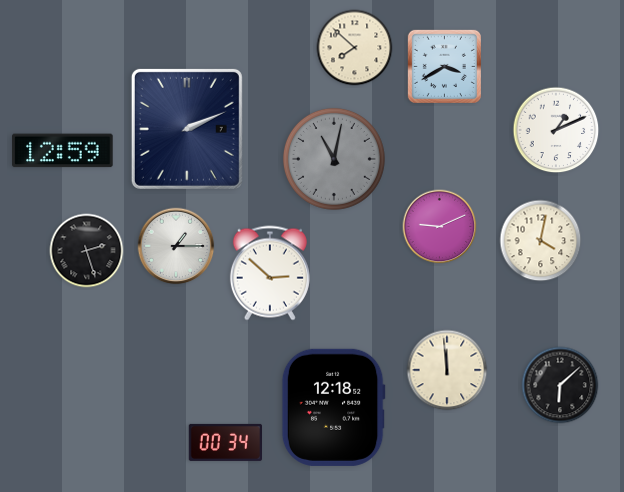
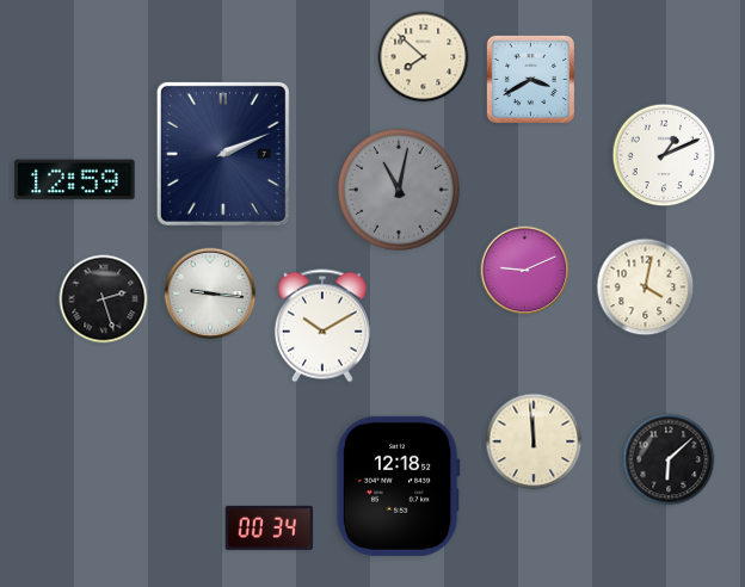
clock at (176, 246): 1:15 -> 9:16
clock at (270, 273): 2:52 -> 10:10
